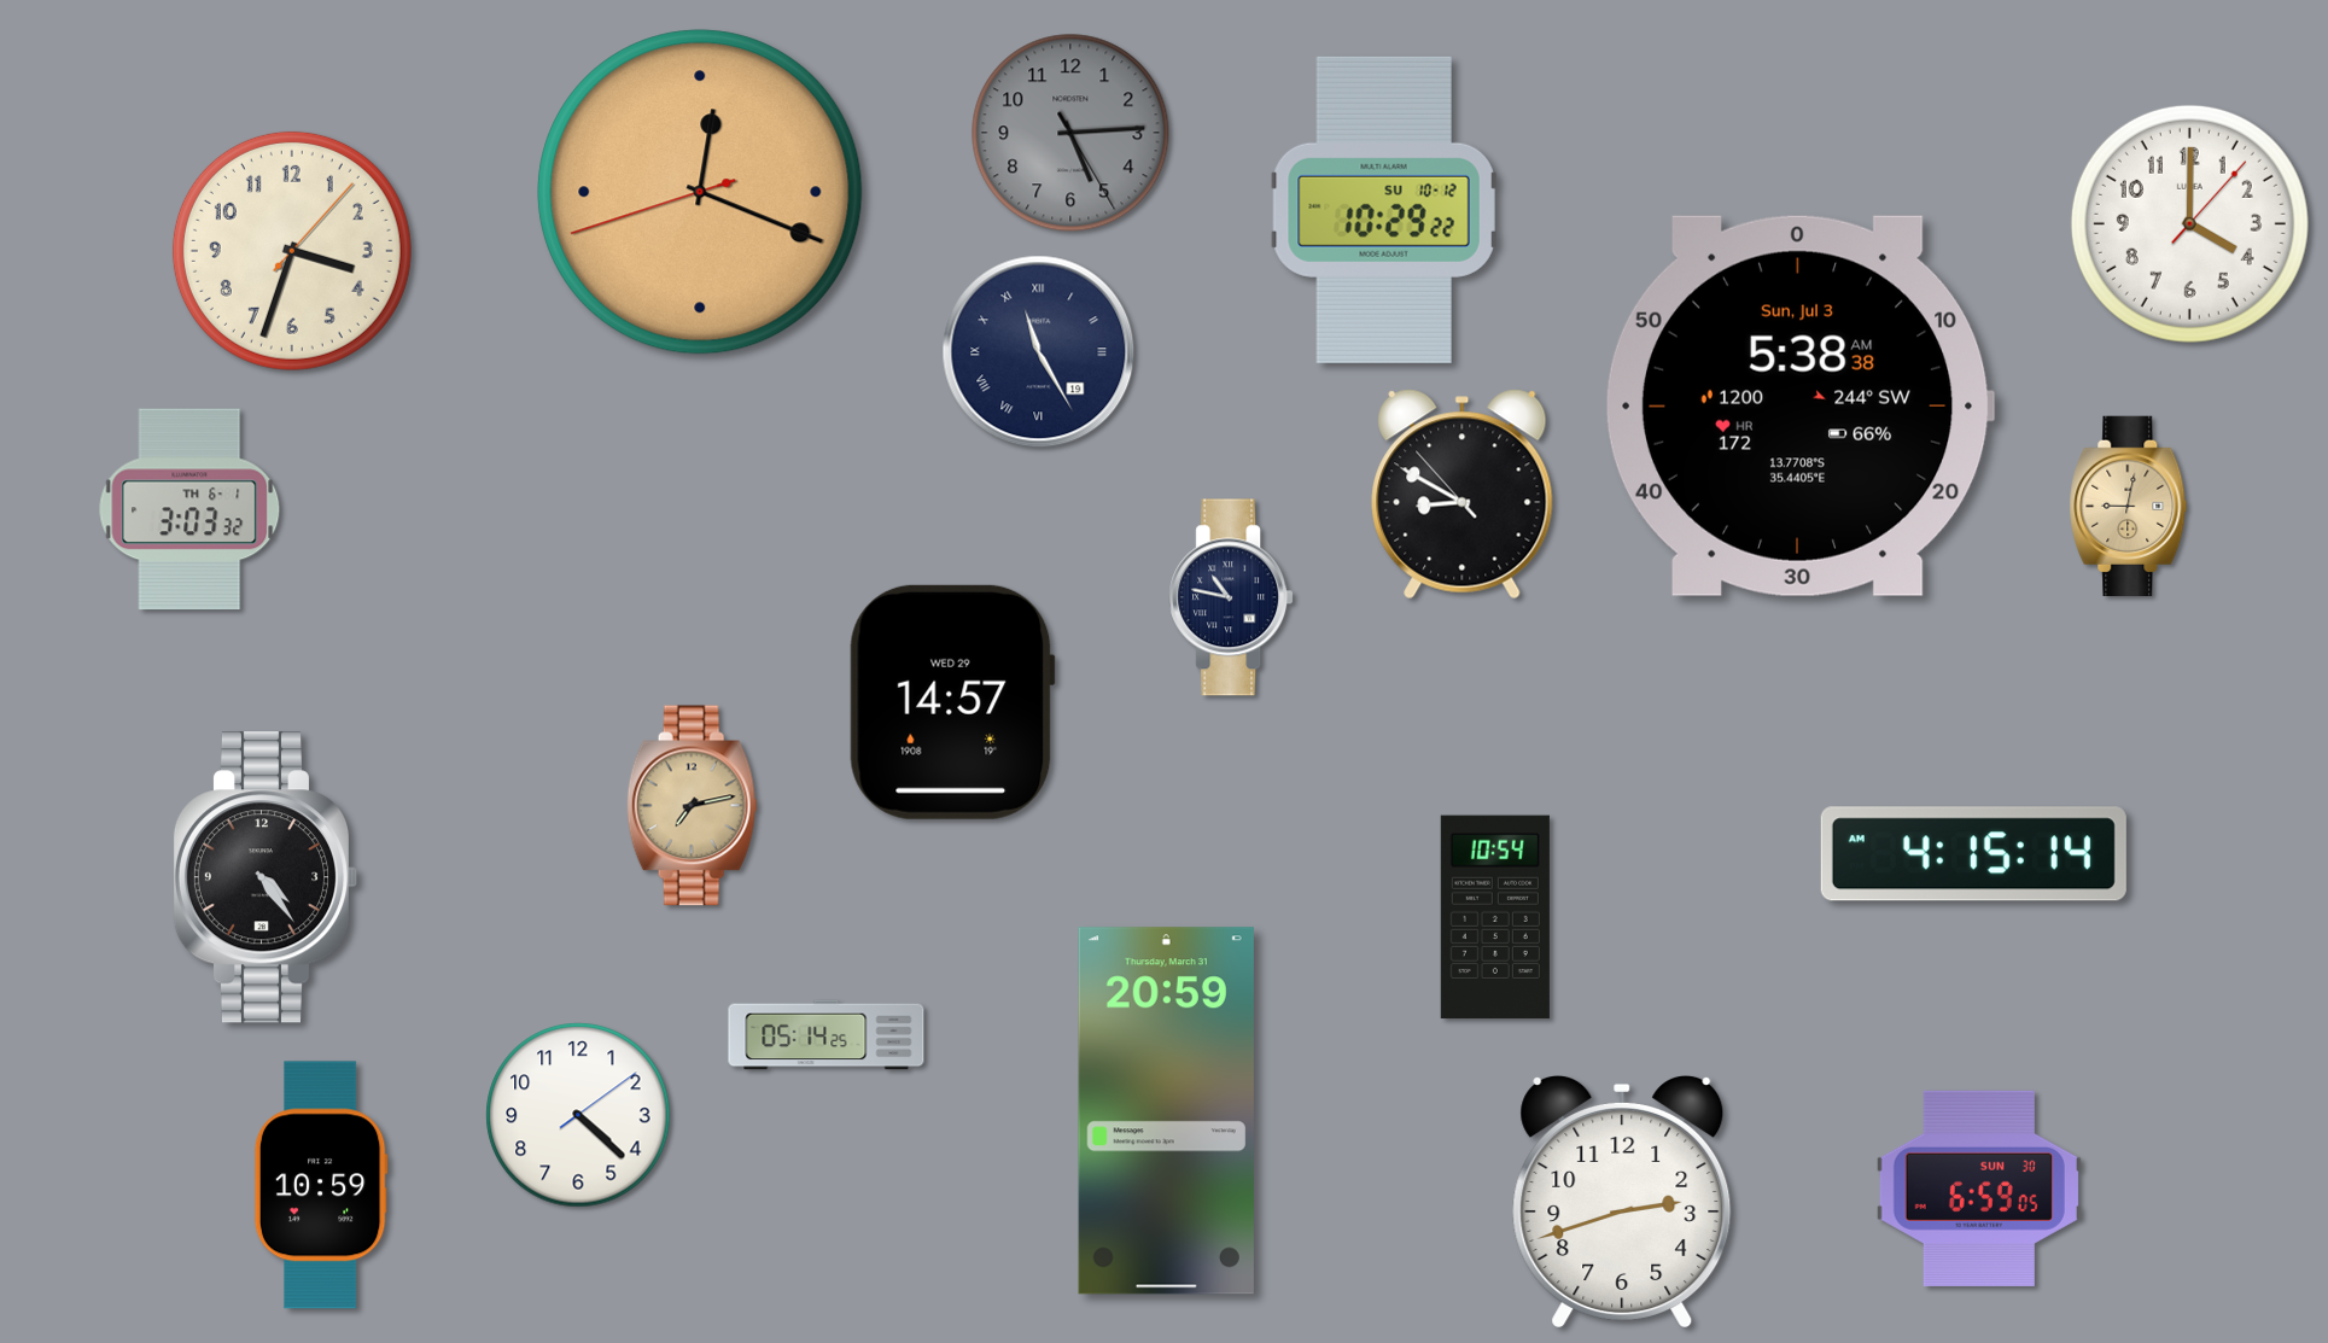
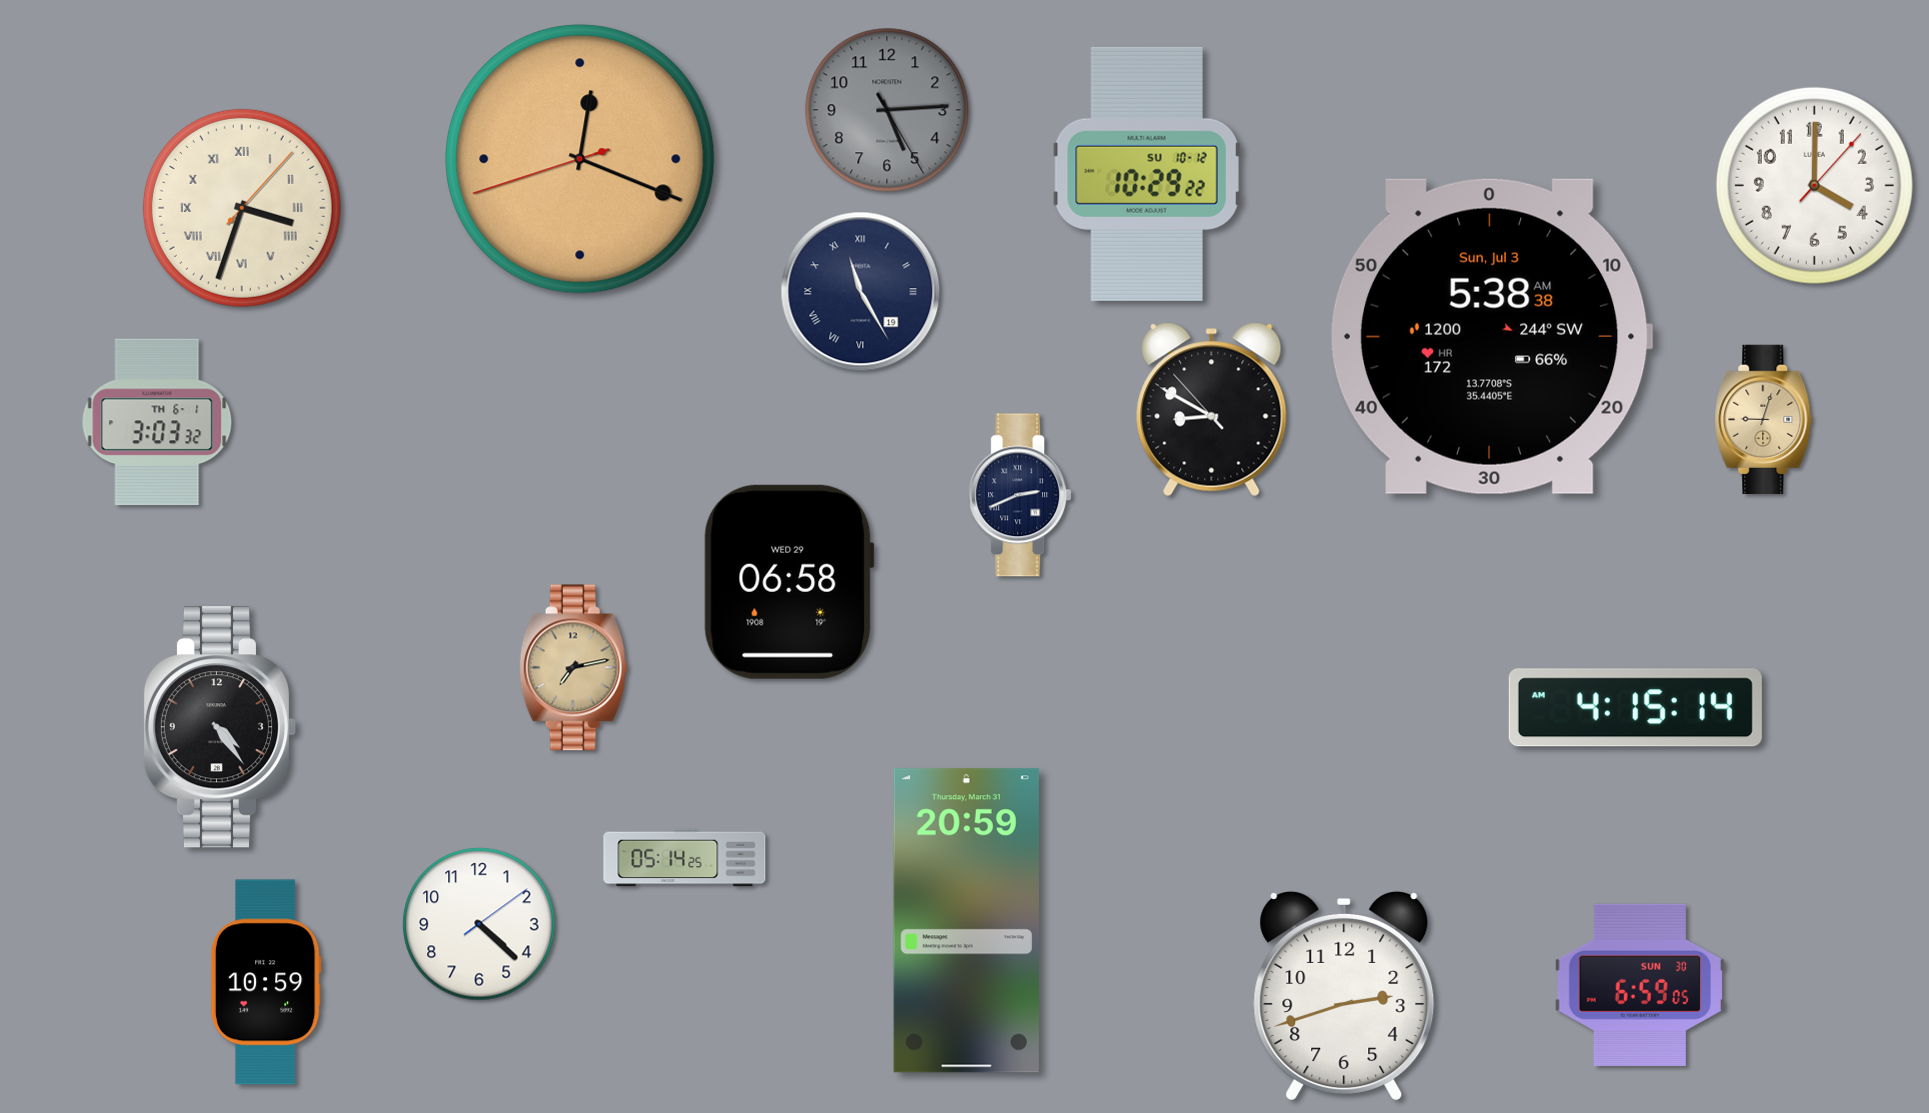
clock at (292, 251) numerals: Arabic -> Roman
clock at (2129, 506): 9:02 -> 9:03
clock at (1231, 597): 10:47 -> 2:41
clock at (952, 702): 14:57 -> 06:58
clock at (1495, 917): 10:54 -> none
